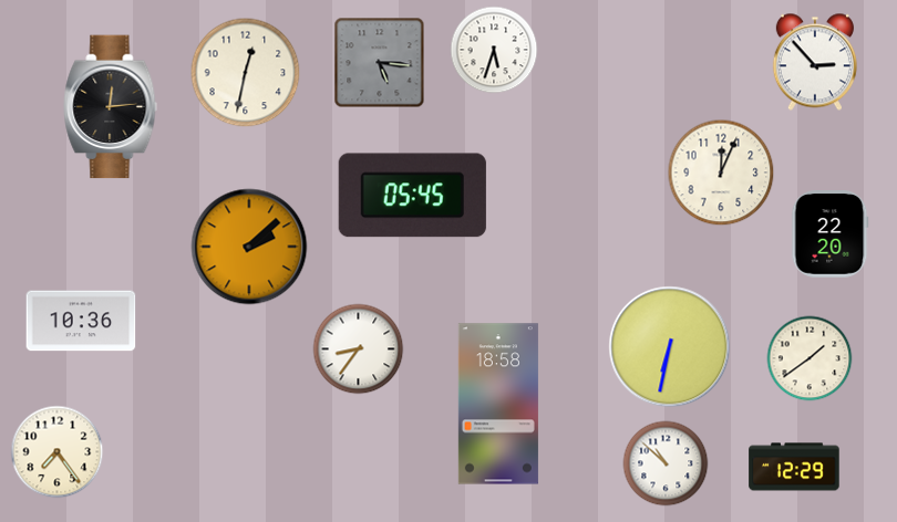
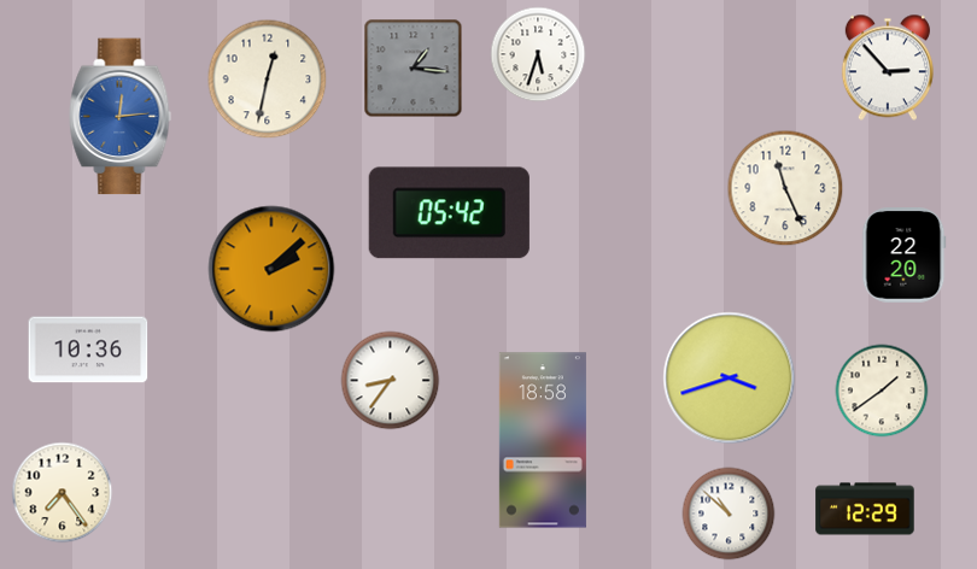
clock at (380, 63): 5:16 -> 1:16
clock at (111, 107) dial: black -> blue
clock at (721, 173): 12:04 -> 11:26
clock at (412, 196): 05:45 -> 05:42
clock at (670, 347): 6:32 -> 3:42
clock at (666, 463) position: (666, 463) -> (729, 514)
